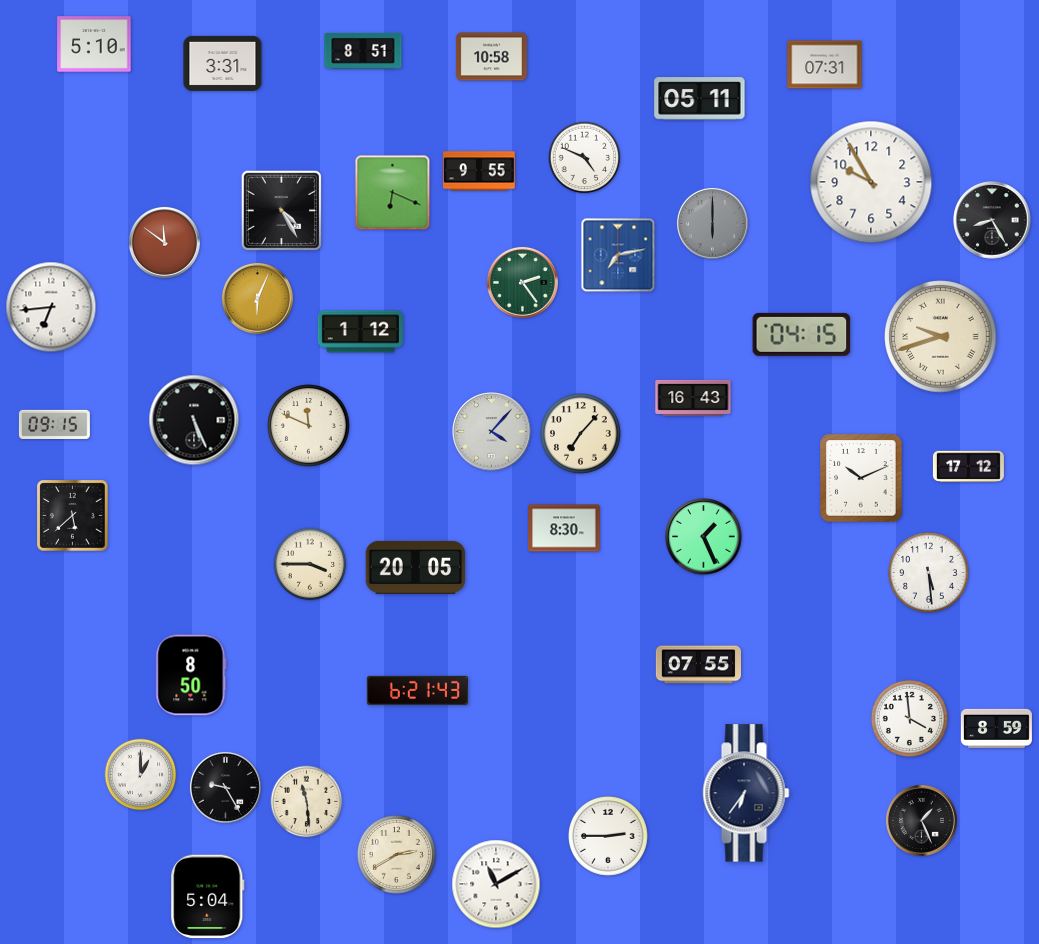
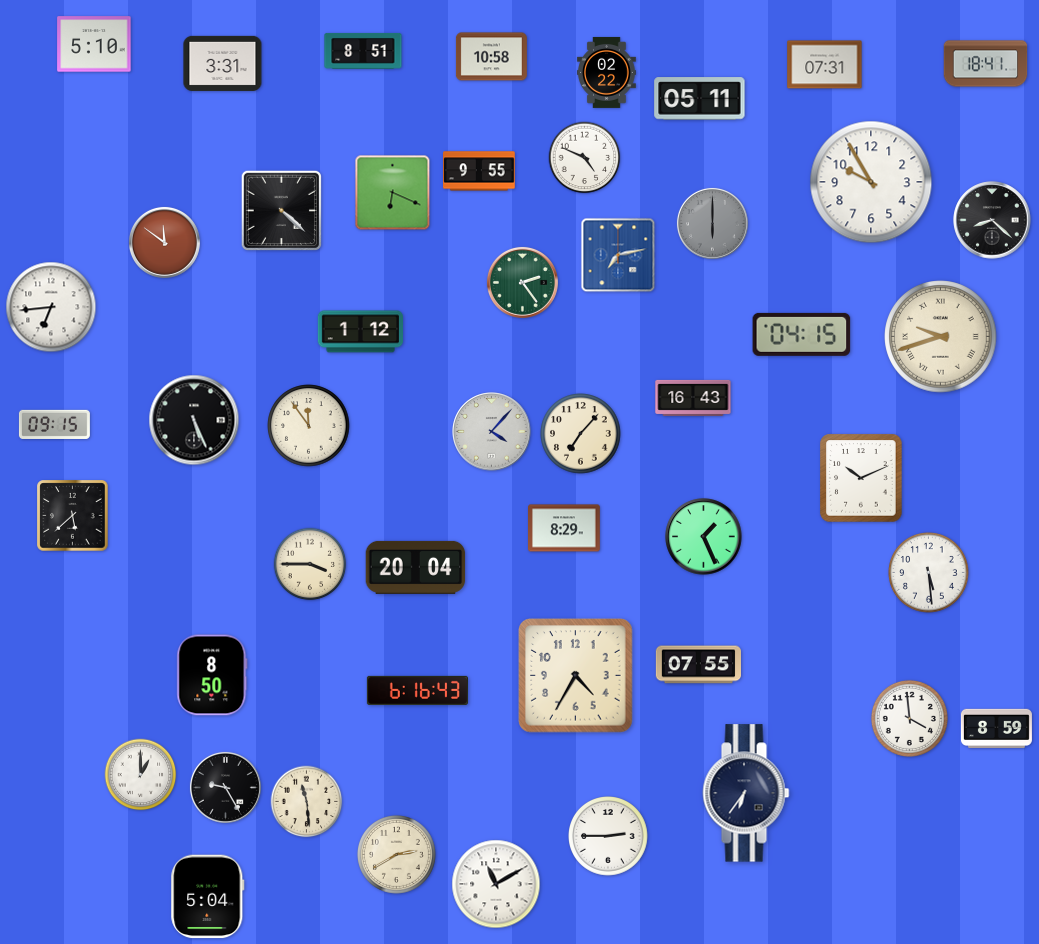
clock at (986, 64): none -> 18:41
clock at (607, 72): none -> 02:22
clock at (281, 210): 4:25 -> 4:22
clock at (992, 220): 8:25 -> 8:22
clock at (257, 298): 6:04 -> none
clock at (309, 426): 11:49 -> 11:54
clock at (968, 467): 17:12 -> none
clock at (565, 528): 8:30 -> 8:29
clock at (416, 567): 20:05 -> 20:04
clock at (191, 675) position: (191, 675) -> (212, 675)
clock at (576, 676): none -> 4:35
clock at (417, 690): 6:21 -> 6:16
clock at (921, 820): 1:26 -> none
